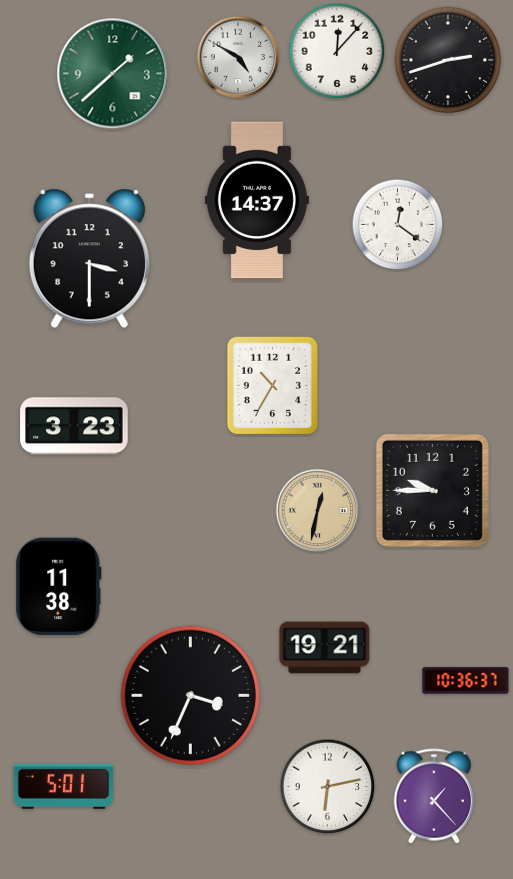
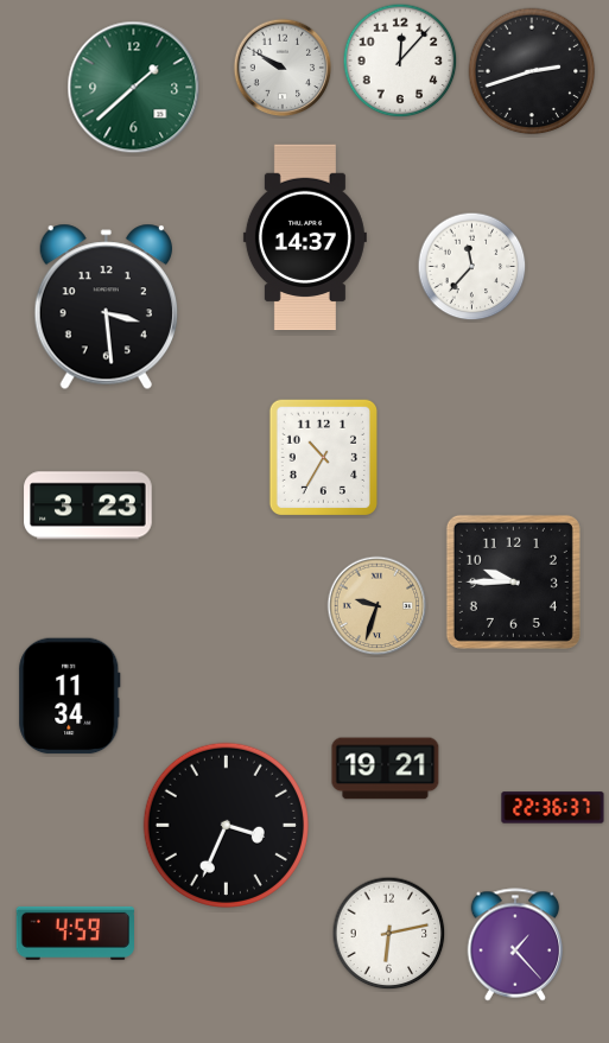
clock at (238, 57): 4:50 -> 9:50
clock at (398, 225): 12:21 -> 11:37
clock at (89, 259): 3:30 -> 3:29
clock at (318, 511): 12:32 -> 9:33
clock at (59, 587): 11:38 -> 11:34
clock at (466, 681): 10:36 -> 22:36
clock at (63, 786): 5:01 -> 4:59
